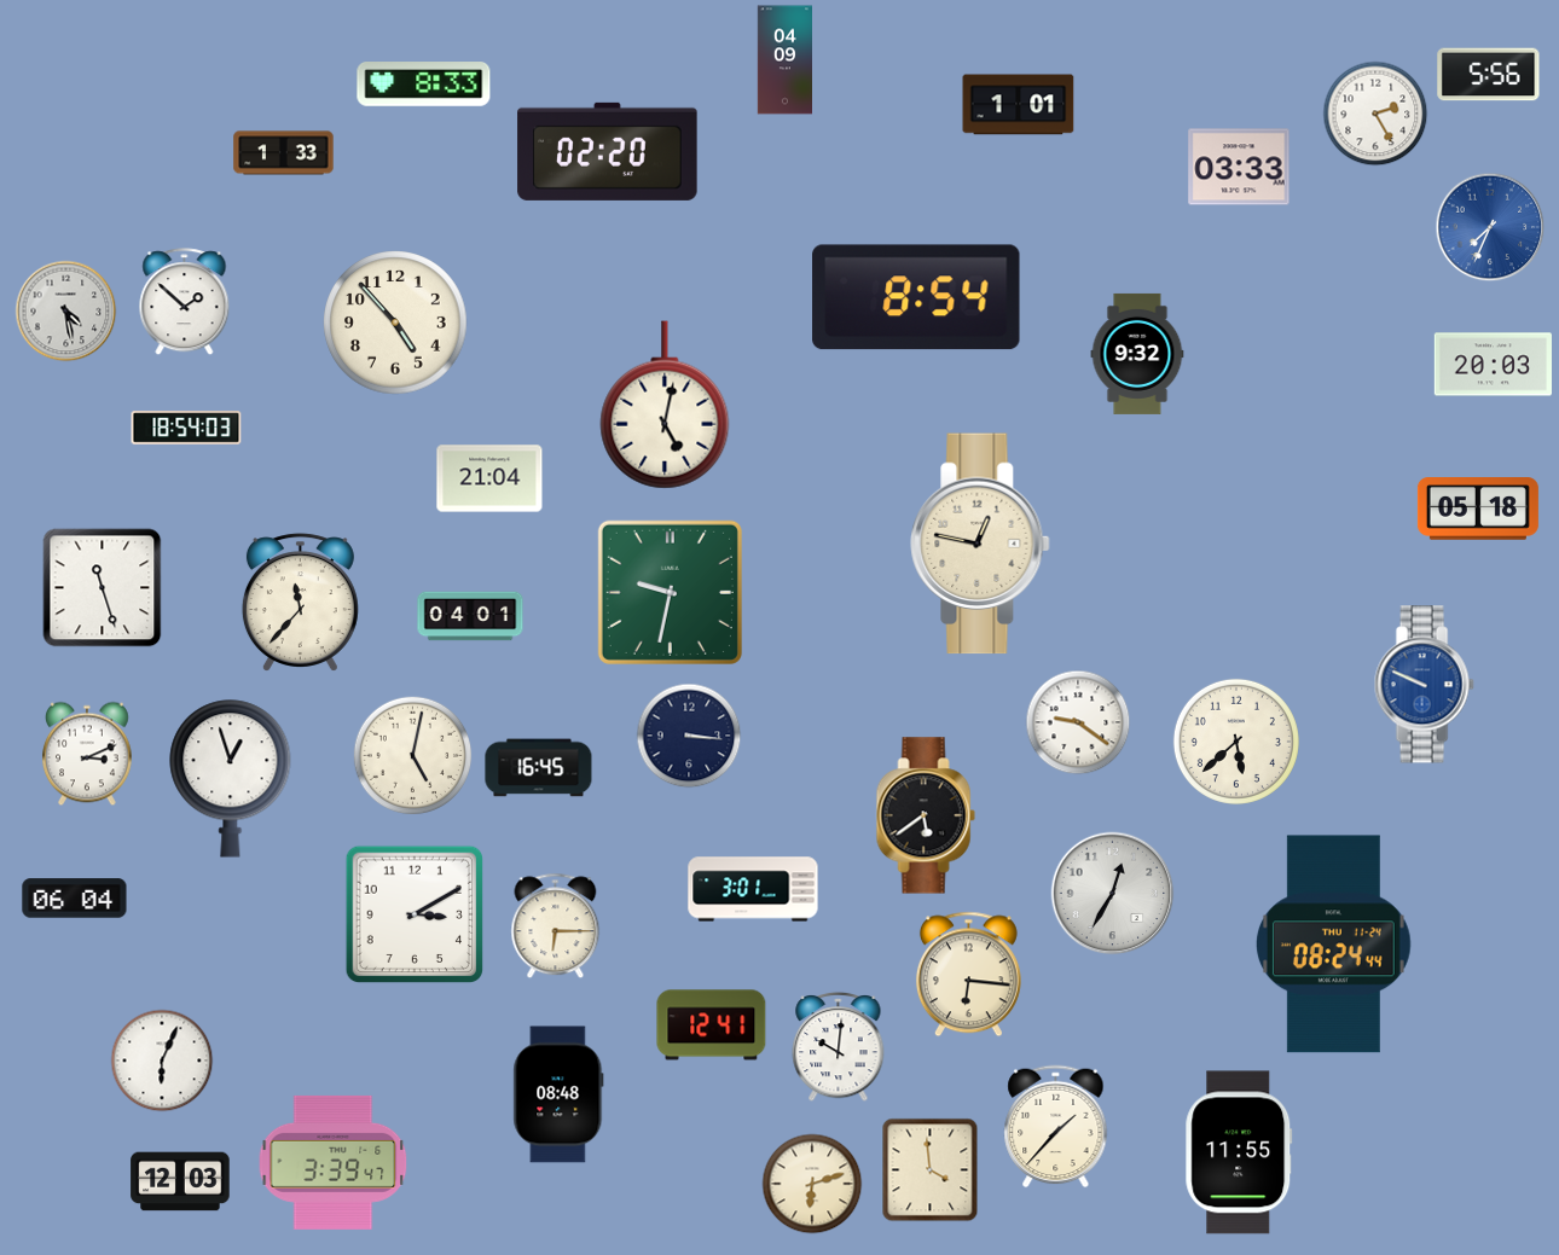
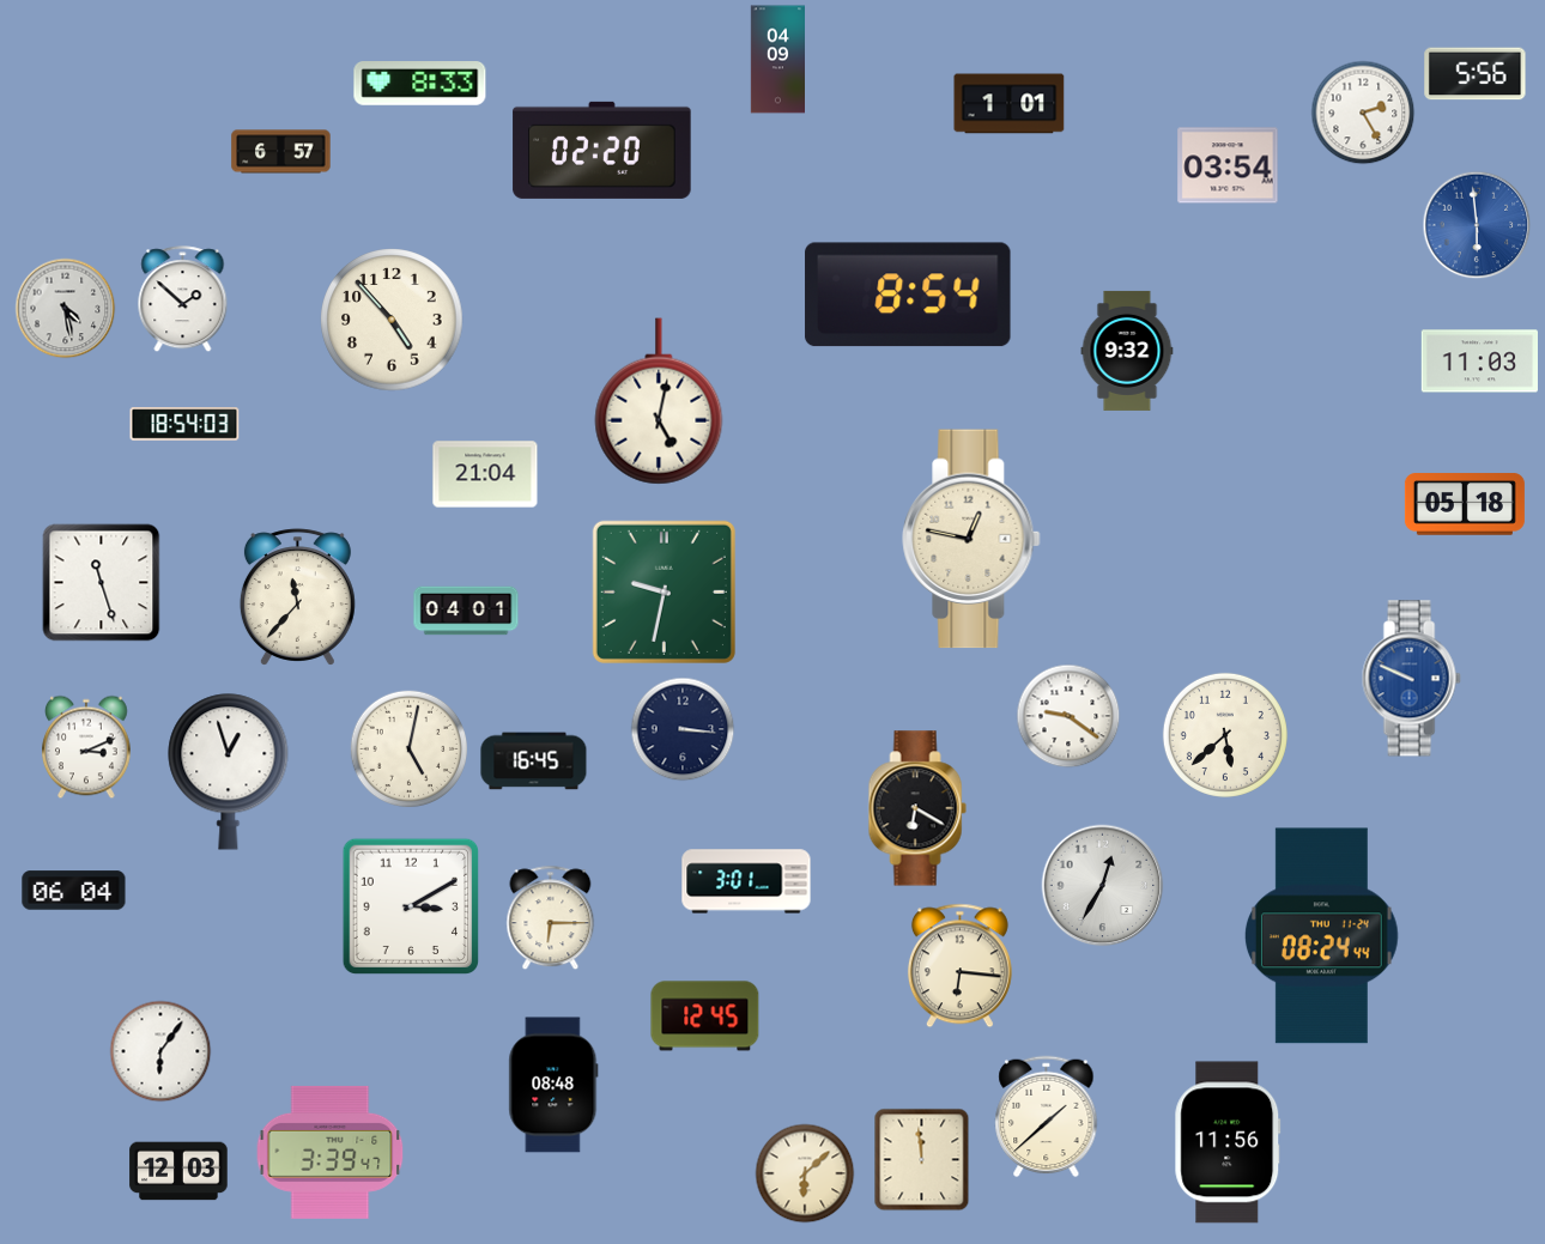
clock at (284, 153): 1:33 -> 6:57
clock at (1239, 167): 03:33 -> 03:54
clock at (1490, 227): 7:34 -> 5:59
clock at (1493, 365): 20:03 -> 11:03
clock at (670, 592) position: (670, 592) -> (664, 591)
clock at (926, 815): 5:39 -> 6:20
clock at (712, 1026): 12:41 -> 12:45
clock at (839, 1046): 10:01 -> none
clock at (162, 1061): 6:04 -> 6:06
clock at (1056, 1127): 1:37 -> 1:38
clock at (1239, 1152): 11:55 -> 11:56
clock at (931, 1170): 3:59 -> 11:59
clock at (812, 1184): 6:12 -> 6:08
